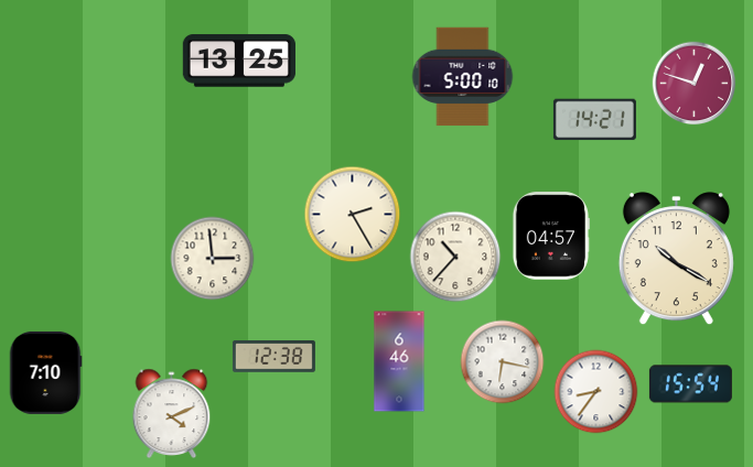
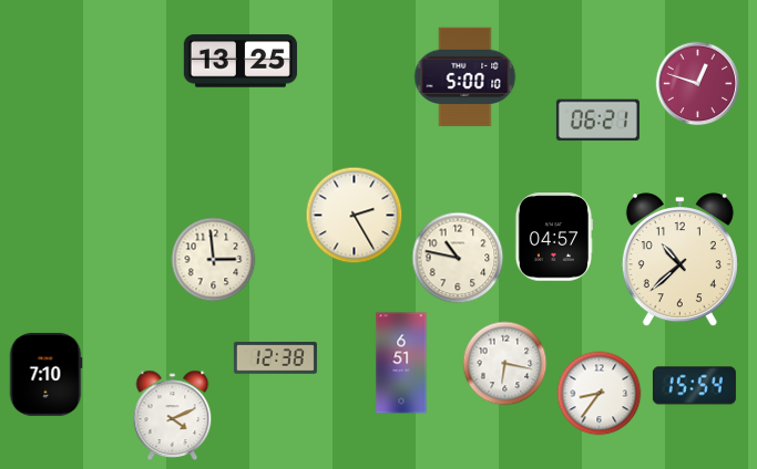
clock at (594, 120): 14:21 -> 06:21
clock at (455, 257): 10:37 -> 10:47
clock at (676, 259): 10:20 -> 10:38
clock at (399, 361): 6:46 -> 6:51
